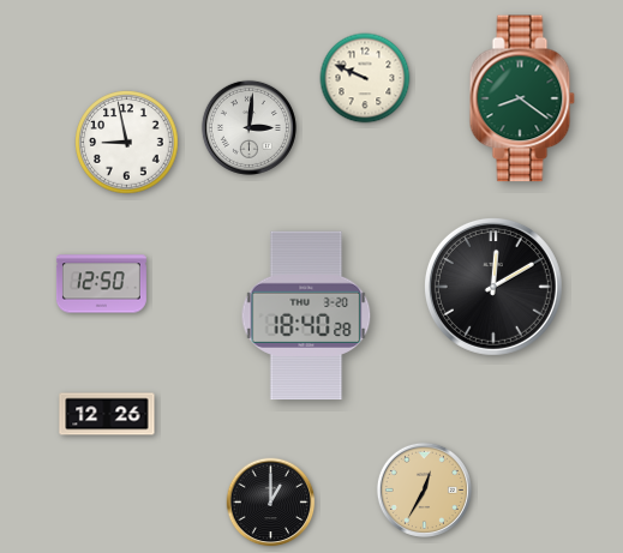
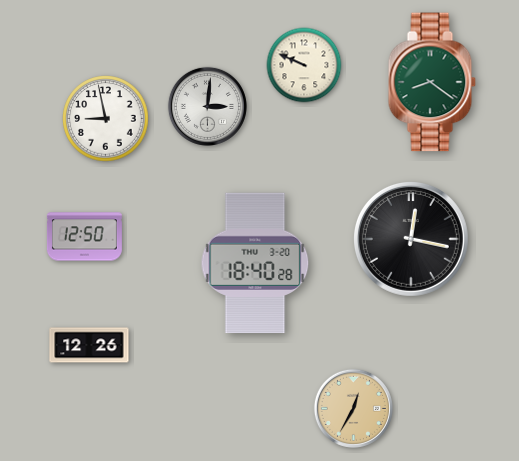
clock at (522, 98) position: (522, 98) -> (432, 82)
clock at (493, 287): 12:10 -> 12:17
clock at (271, 503): 1:00 -> none
